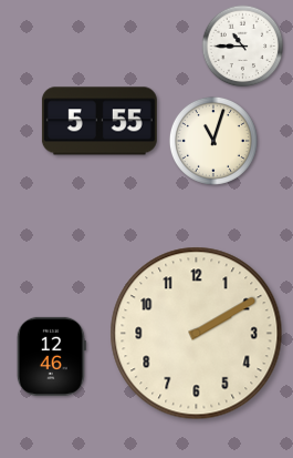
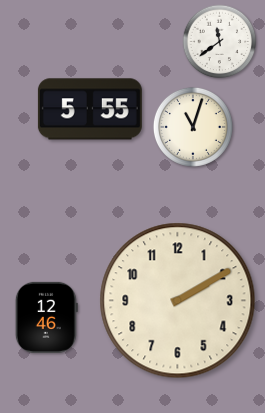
clock at (243, 47): 10:45 -> 11:39
clock at (51, 356) position: (51, 356) -> (46, 317)
